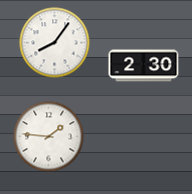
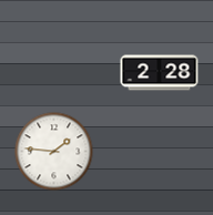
clock at (55, 43): 8:06 -> none
clock at (144, 66): 2:30 -> 2:28
